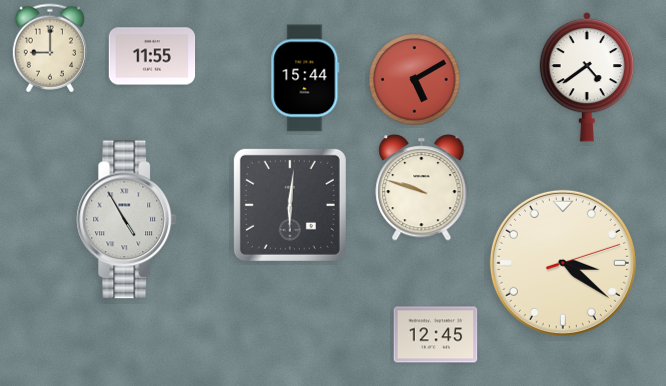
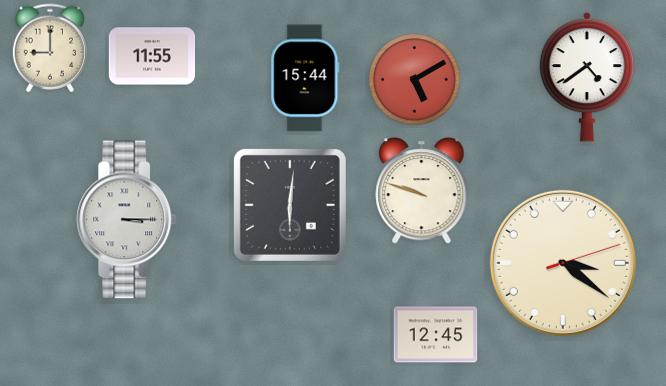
clock at (422, 188) position: (422, 188) -> (422, 191)
clock at (127, 220): 4:55 -> 3:15
